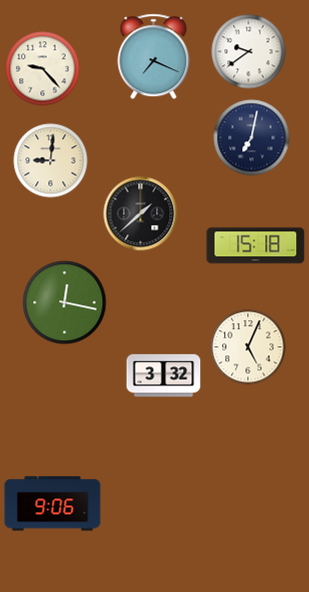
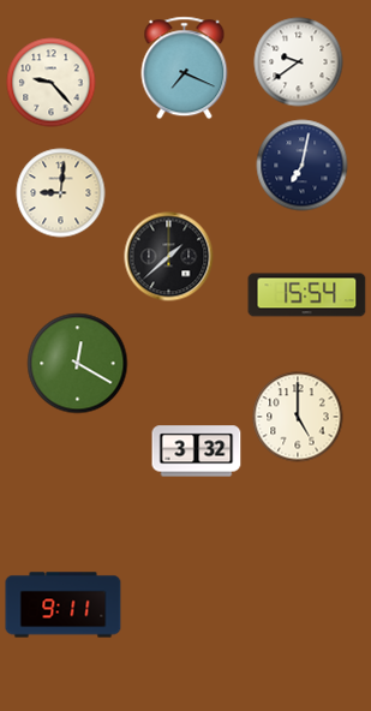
clock at (256, 246): 15:18 -> 15:54
clock at (65, 303): 12:17 -> 12:20
clock at (248, 347): 5:04 -> 5:00
clock at (53, 504): 9:06 -> 9:11
